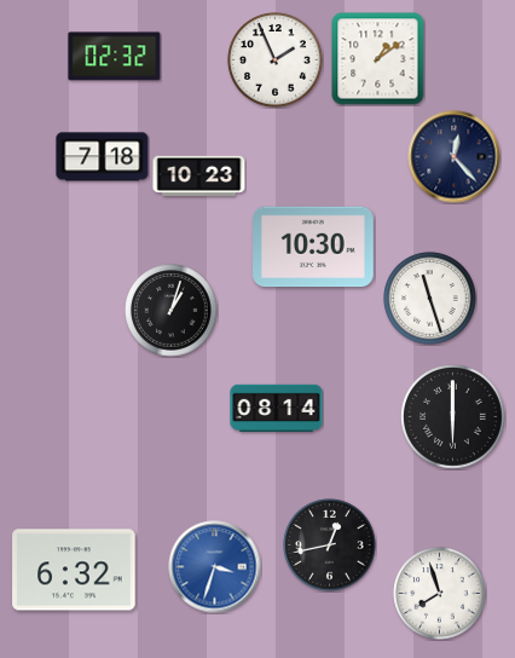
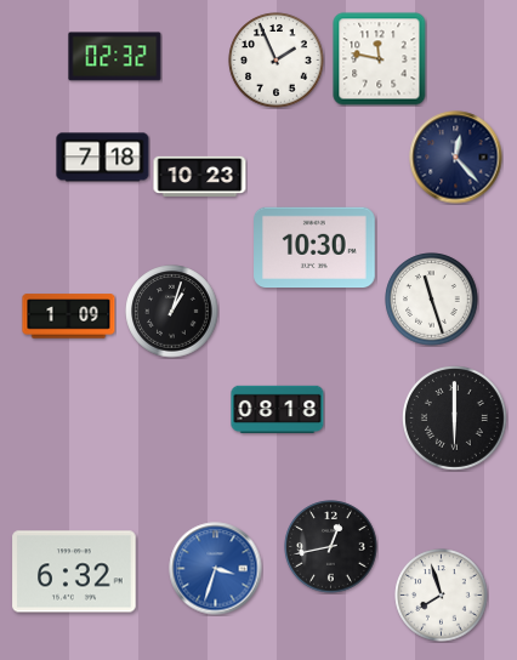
clock at (378, 59): 1:09 -> 11:47
clock at (69, 317): none -> 1:09
clock at (277, 408): 08:14 -> 08:18
